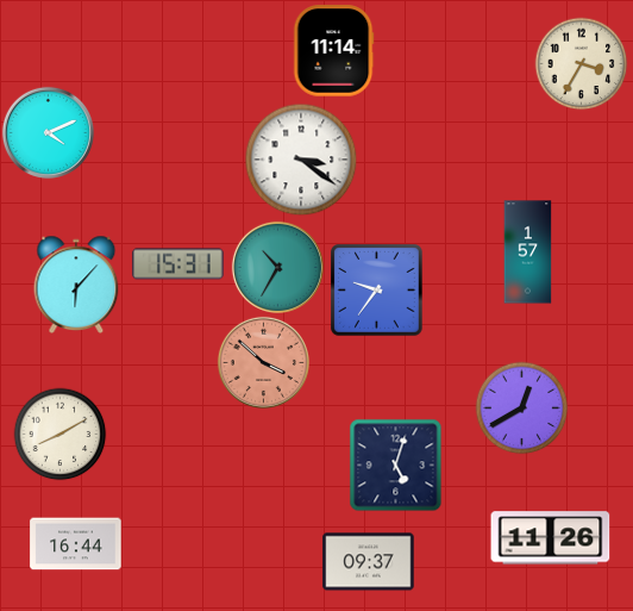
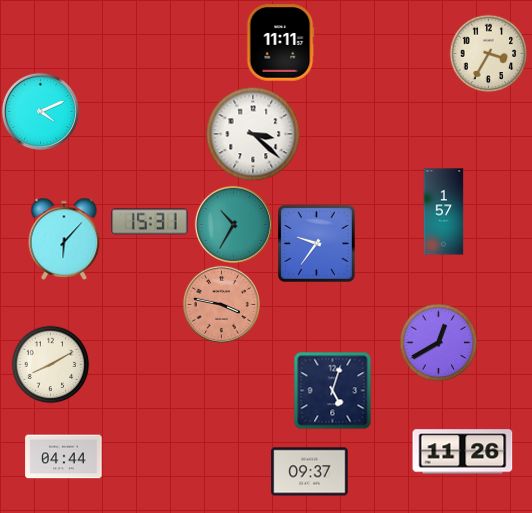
clock at (333, 51): 11:14 -> 11:11
clock at (301, 160): 3:21 -> 3:22
clock at (263, 362): 3:52 -> 3:47
clock at (76, 544): 16:44 -> 04:44
